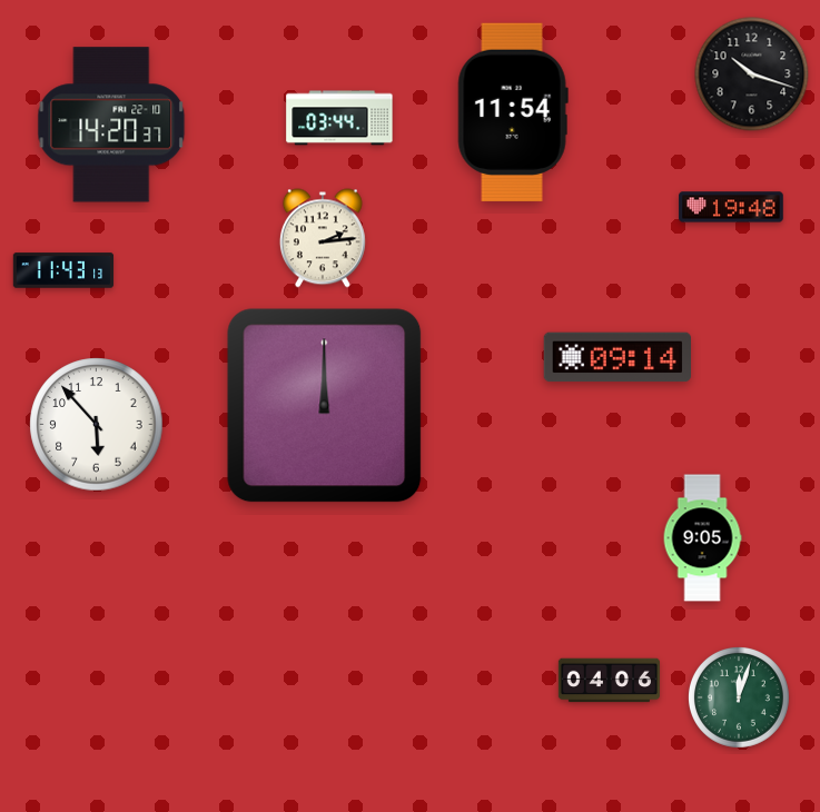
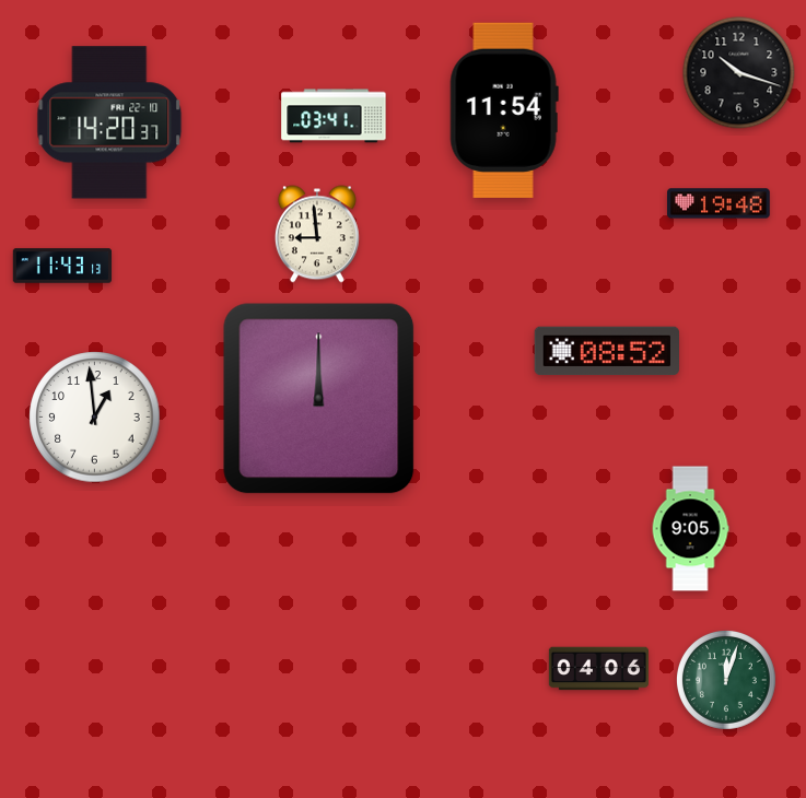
clock at (339, 118): 03:44 -> 03:41
clock at (323, 238): 2:14 -> 8:59
clock at (616, 357): 09:14 -> 08:52
clock at (97, 425): 5:53 -> 12:59
clock at (739, 697) position: (739, 697) -> (726, 680)
